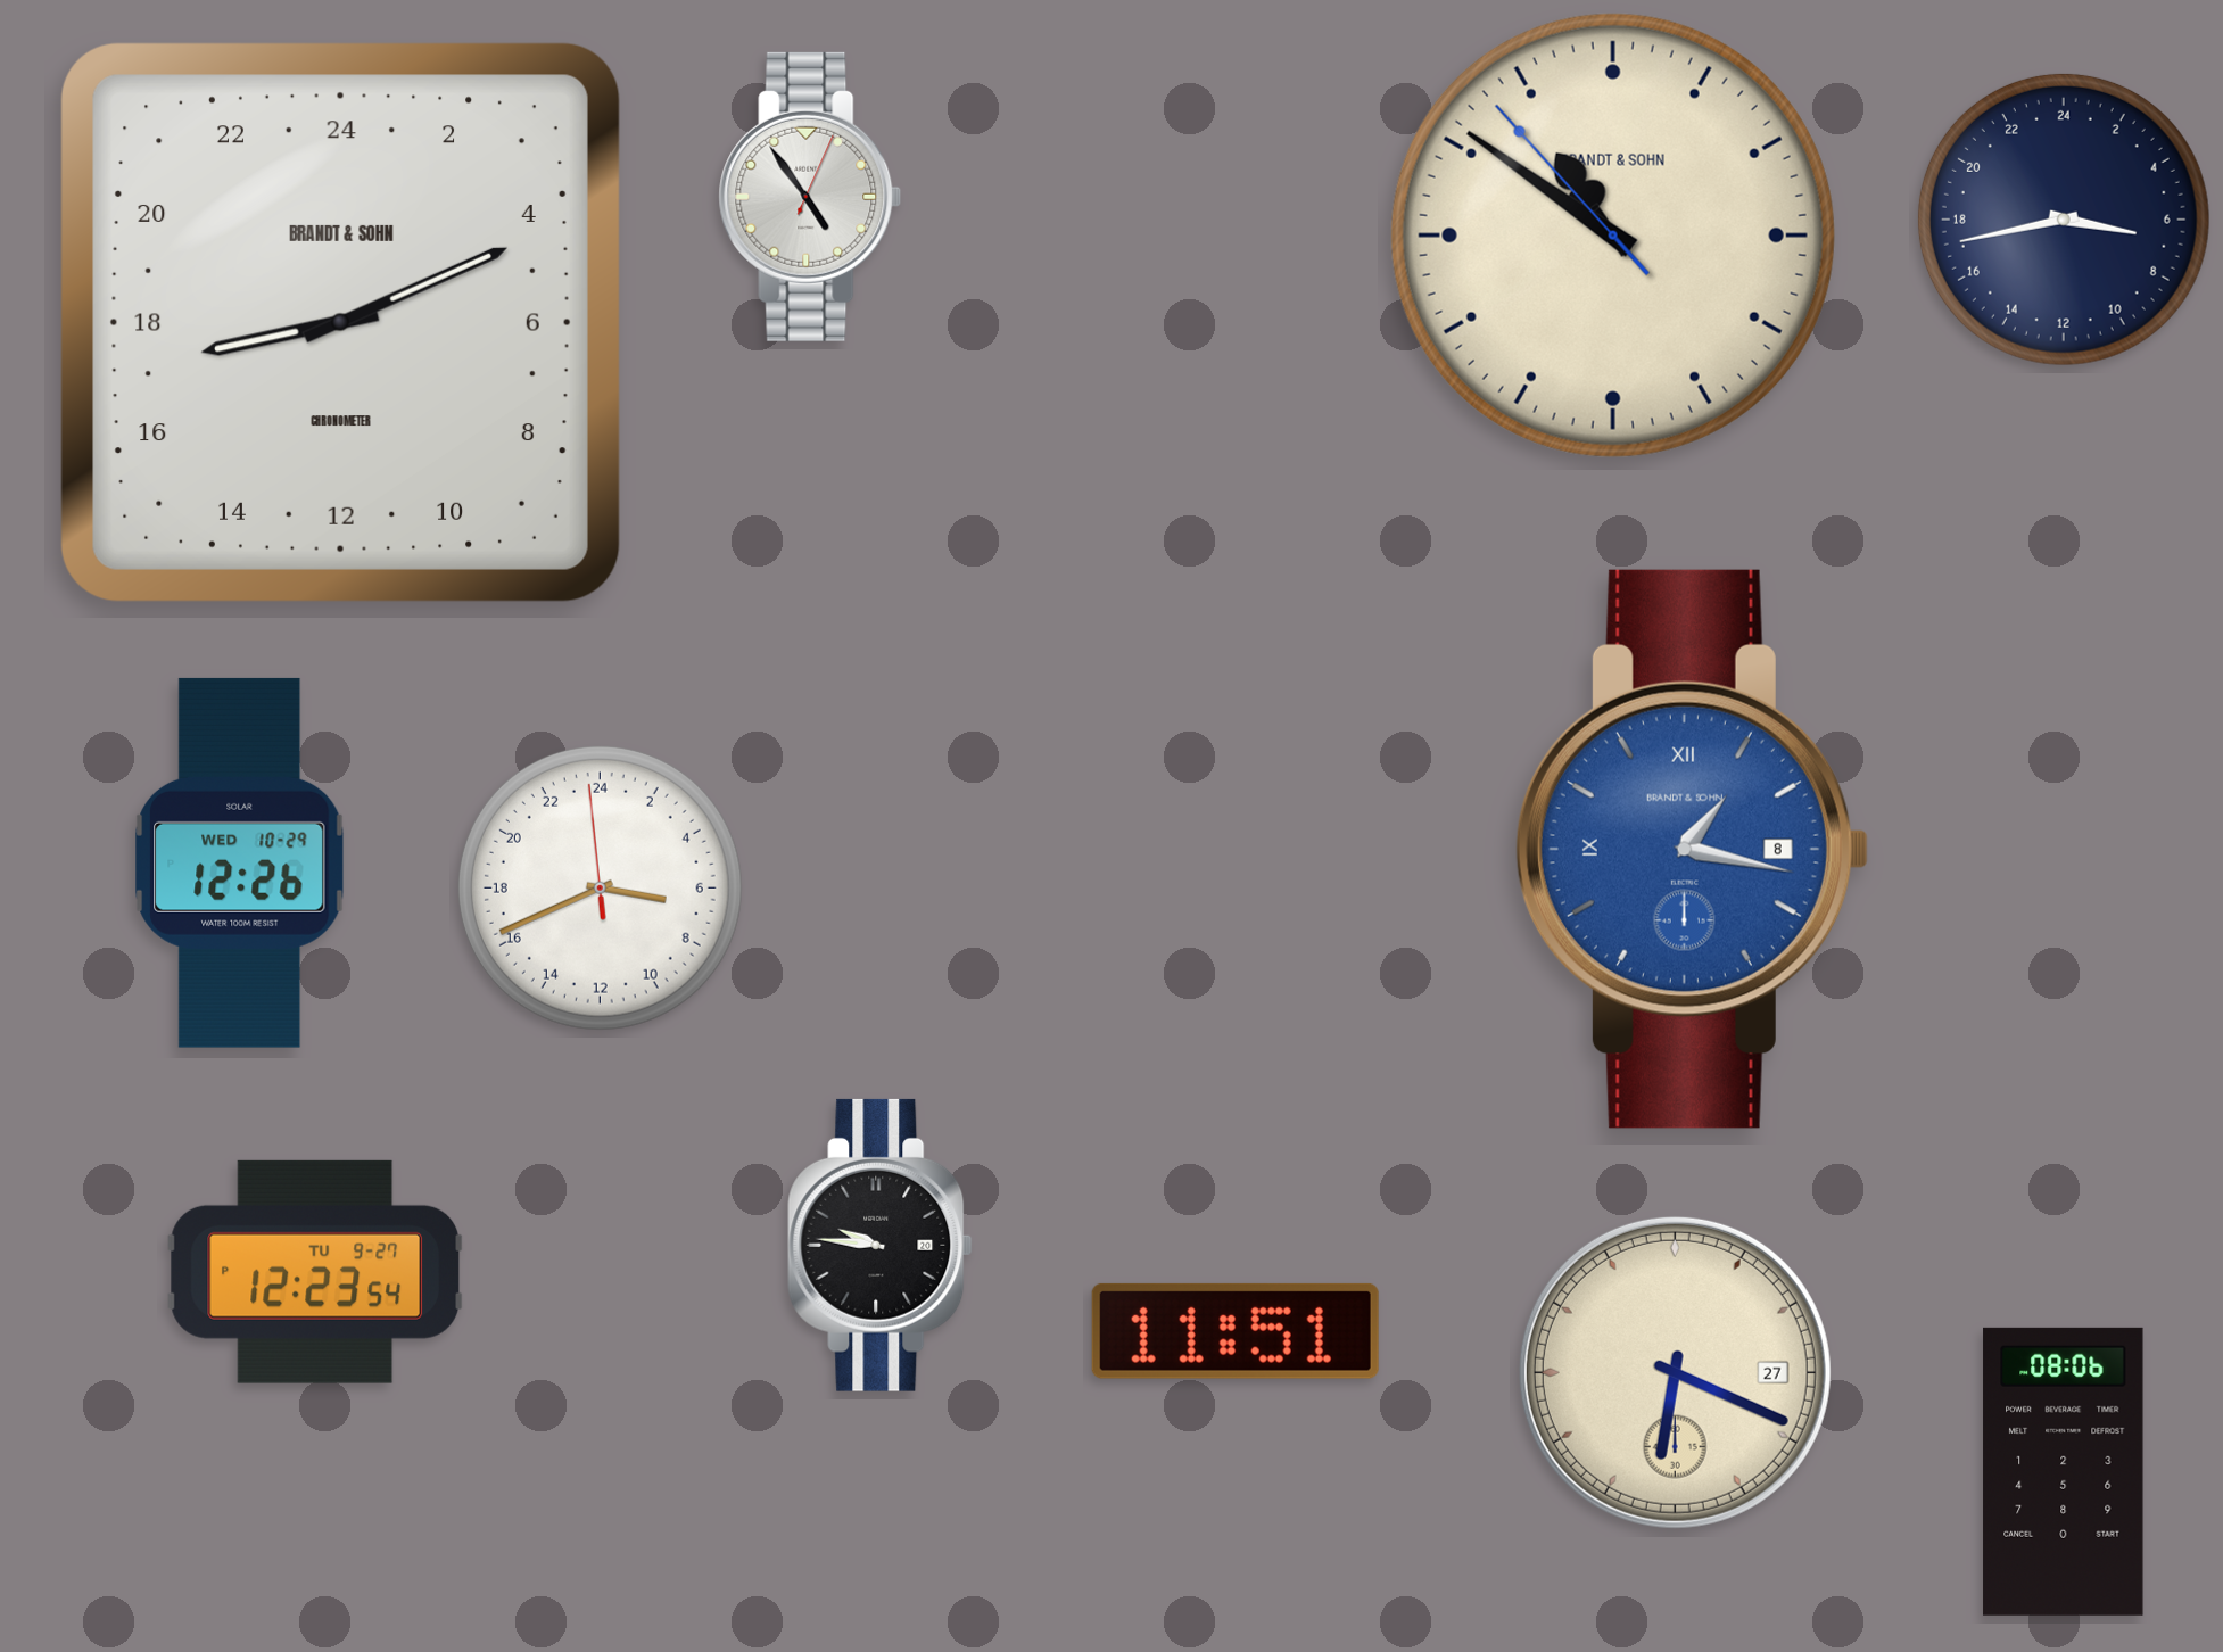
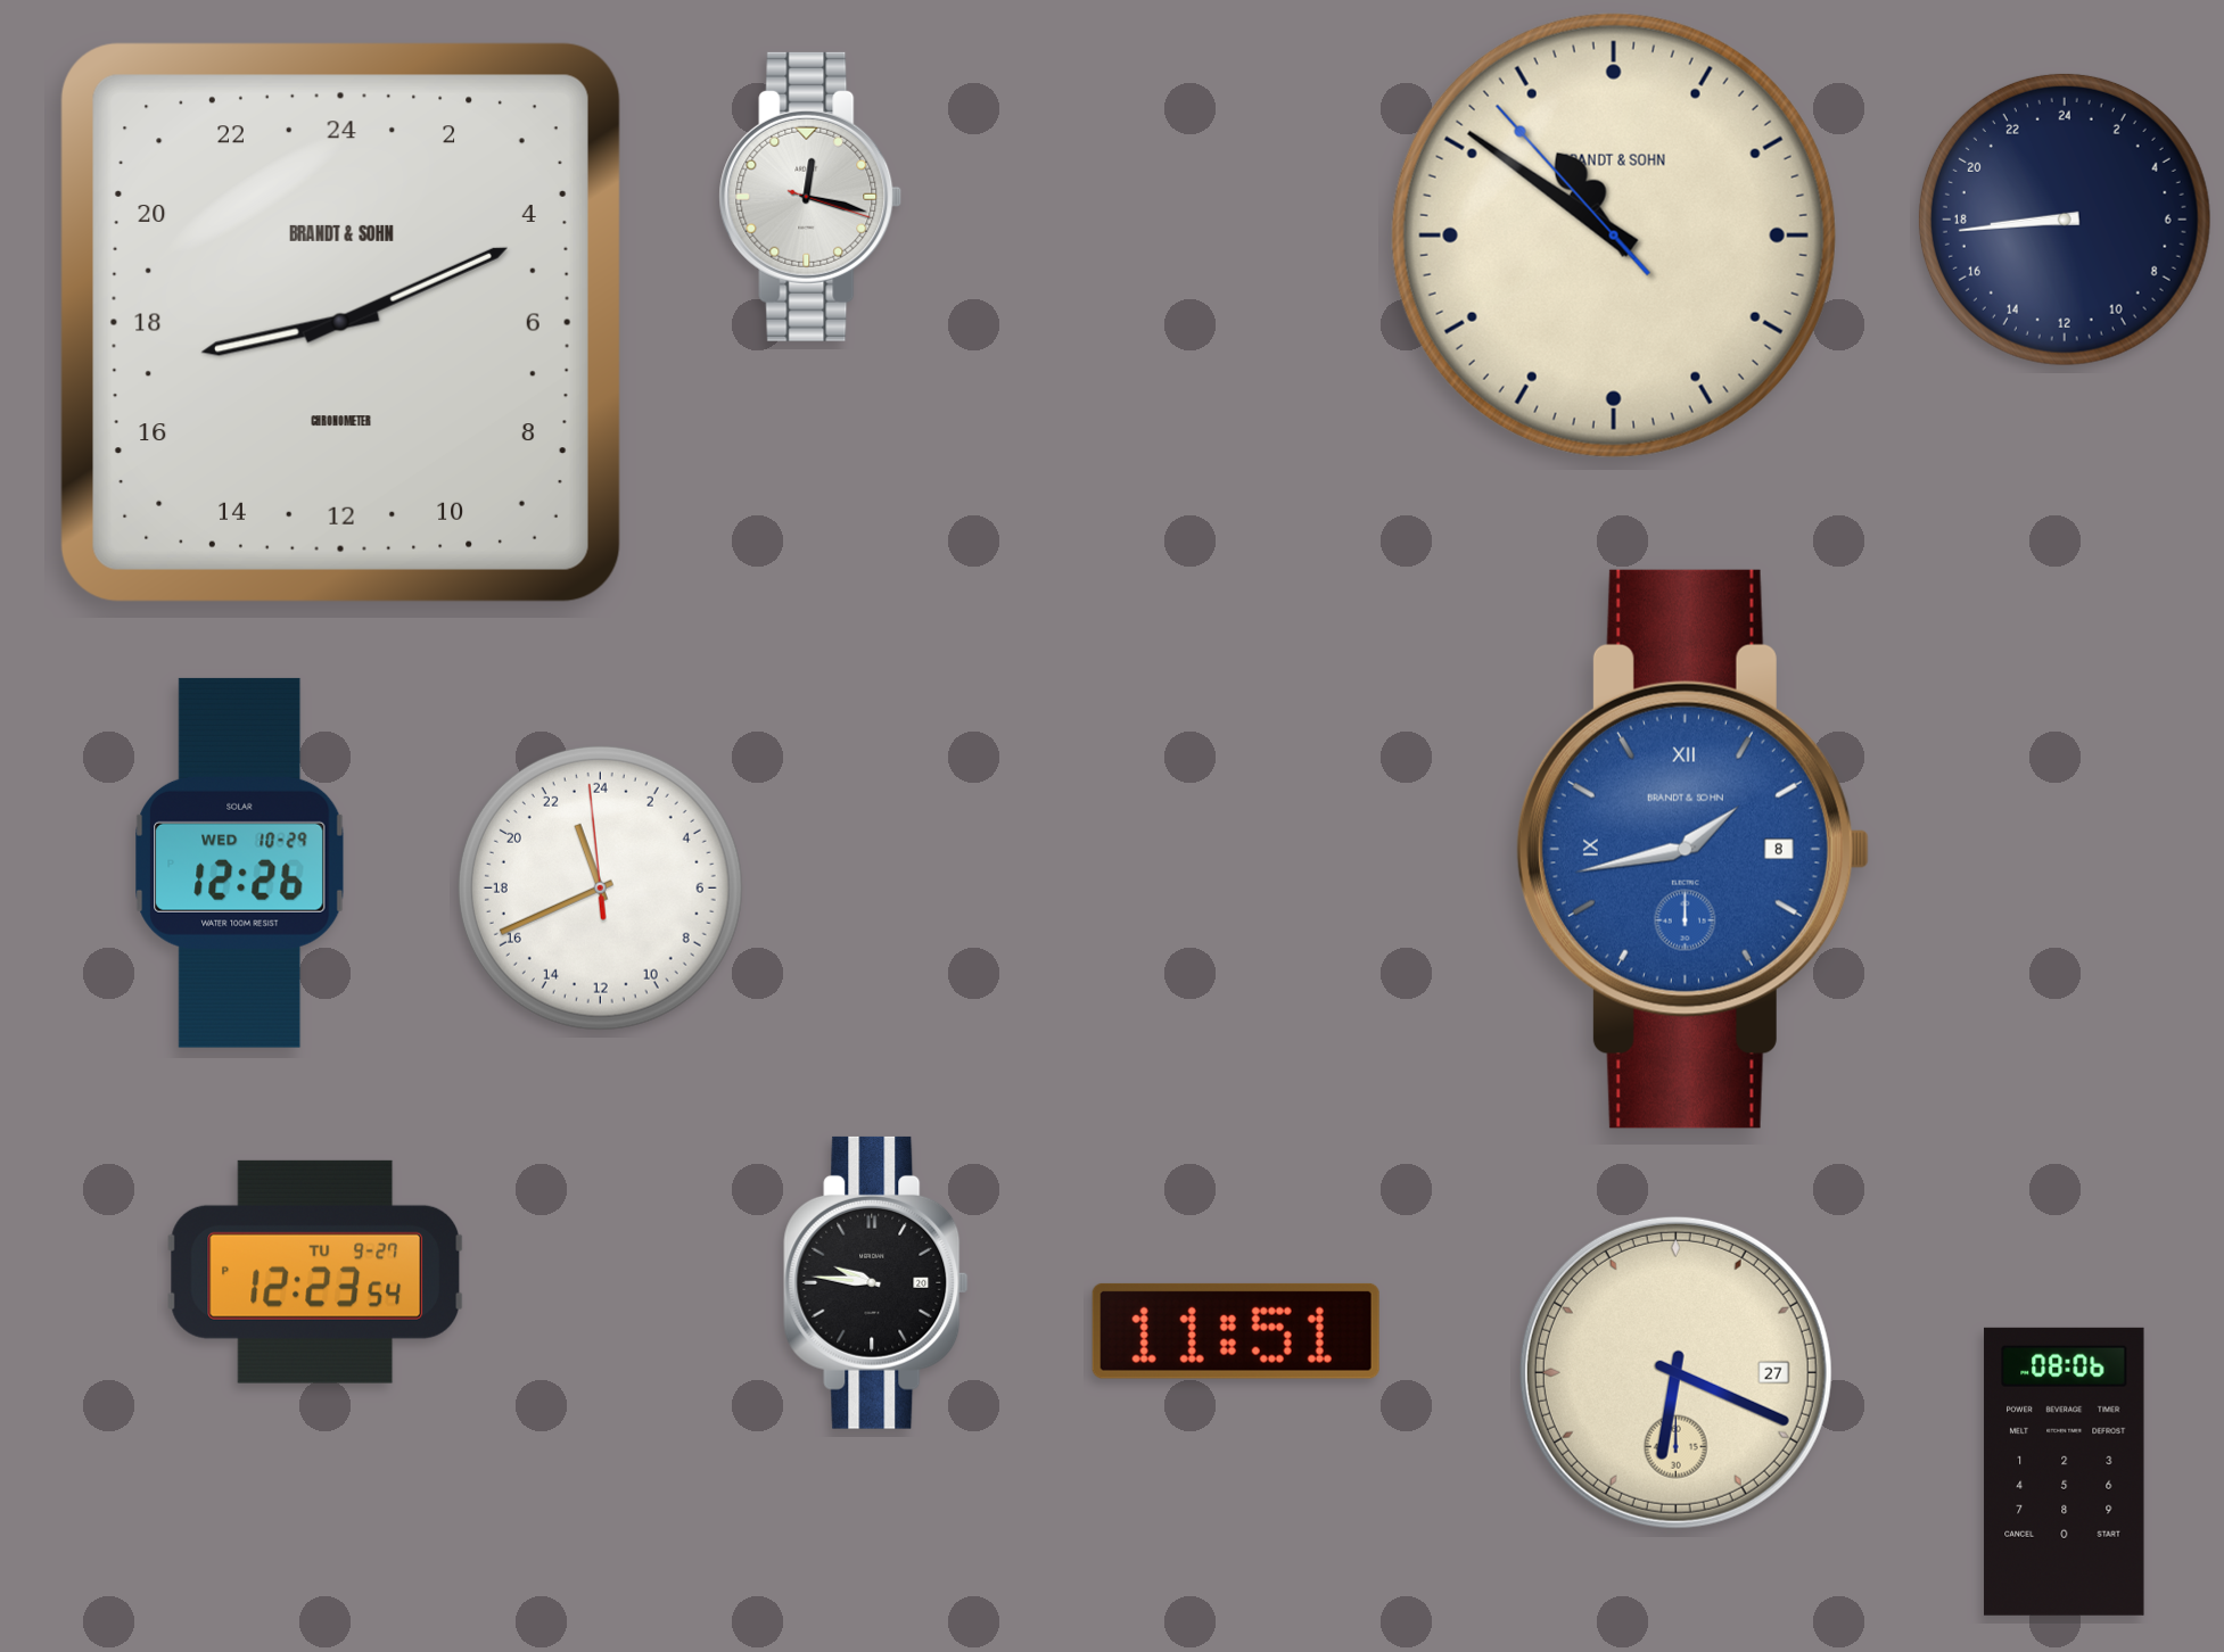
clock at (810, 197): 4:54 -> 12:17
clock at (2064, 220): 6:43 -> 17:44
clock at (1692, 849): 1:17 -> 1:43
clock at (600, 887): 6:40 -> 22:40
clock at (881, 1245) position: (881, 1245) -> (876, 1282)
